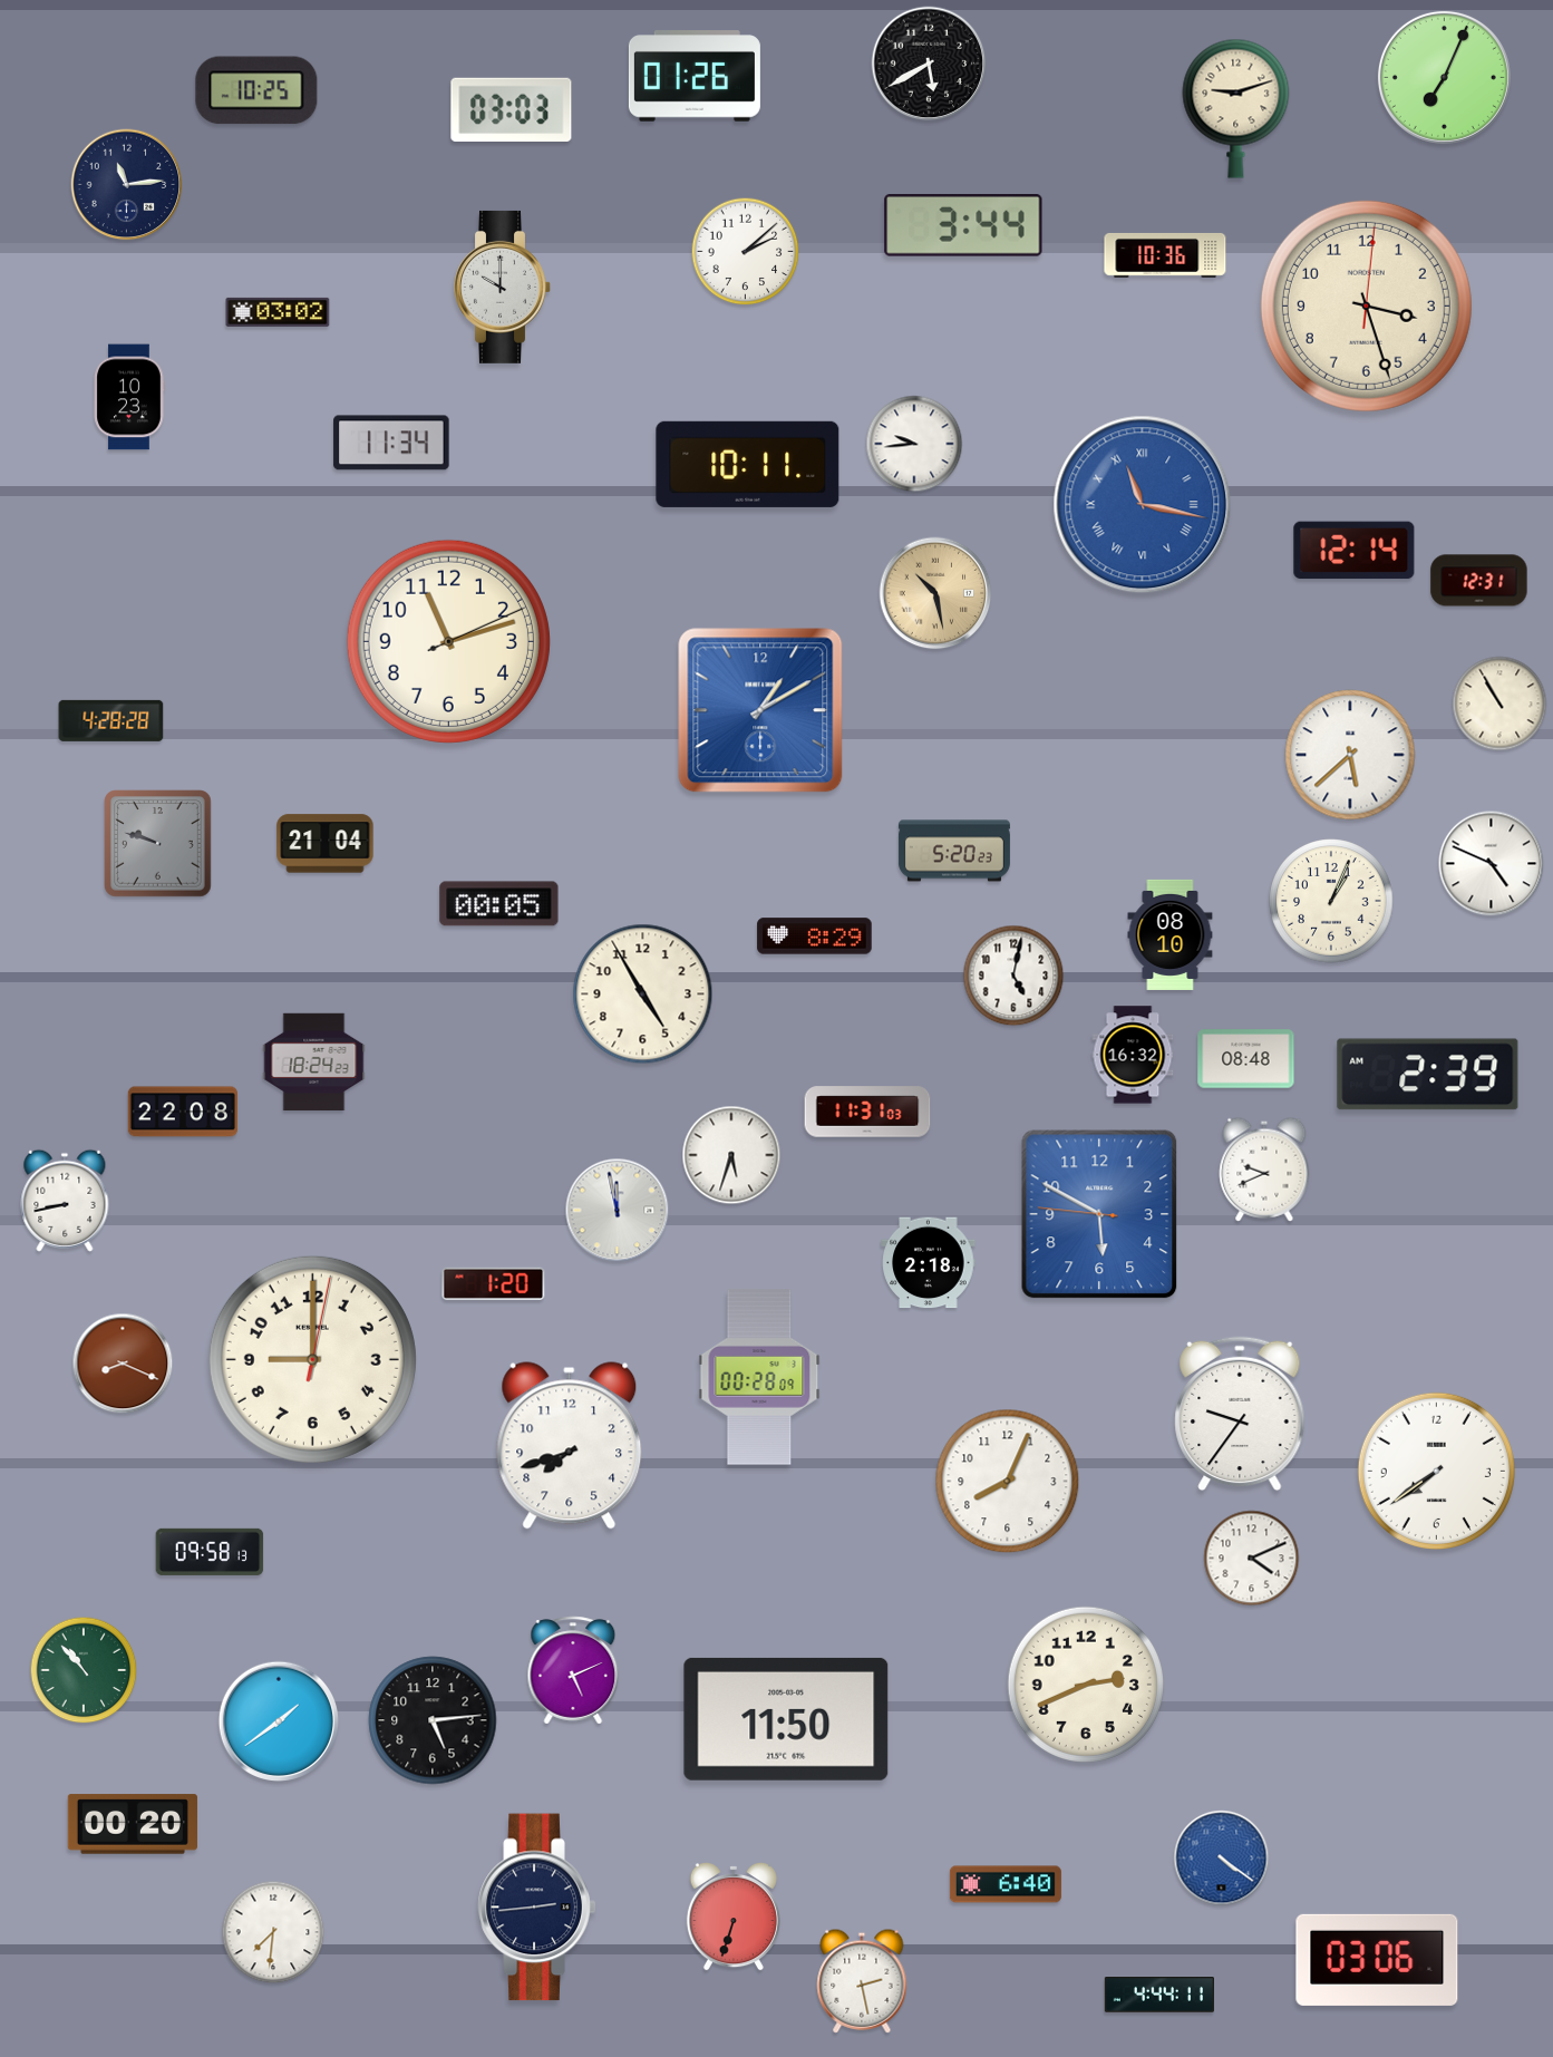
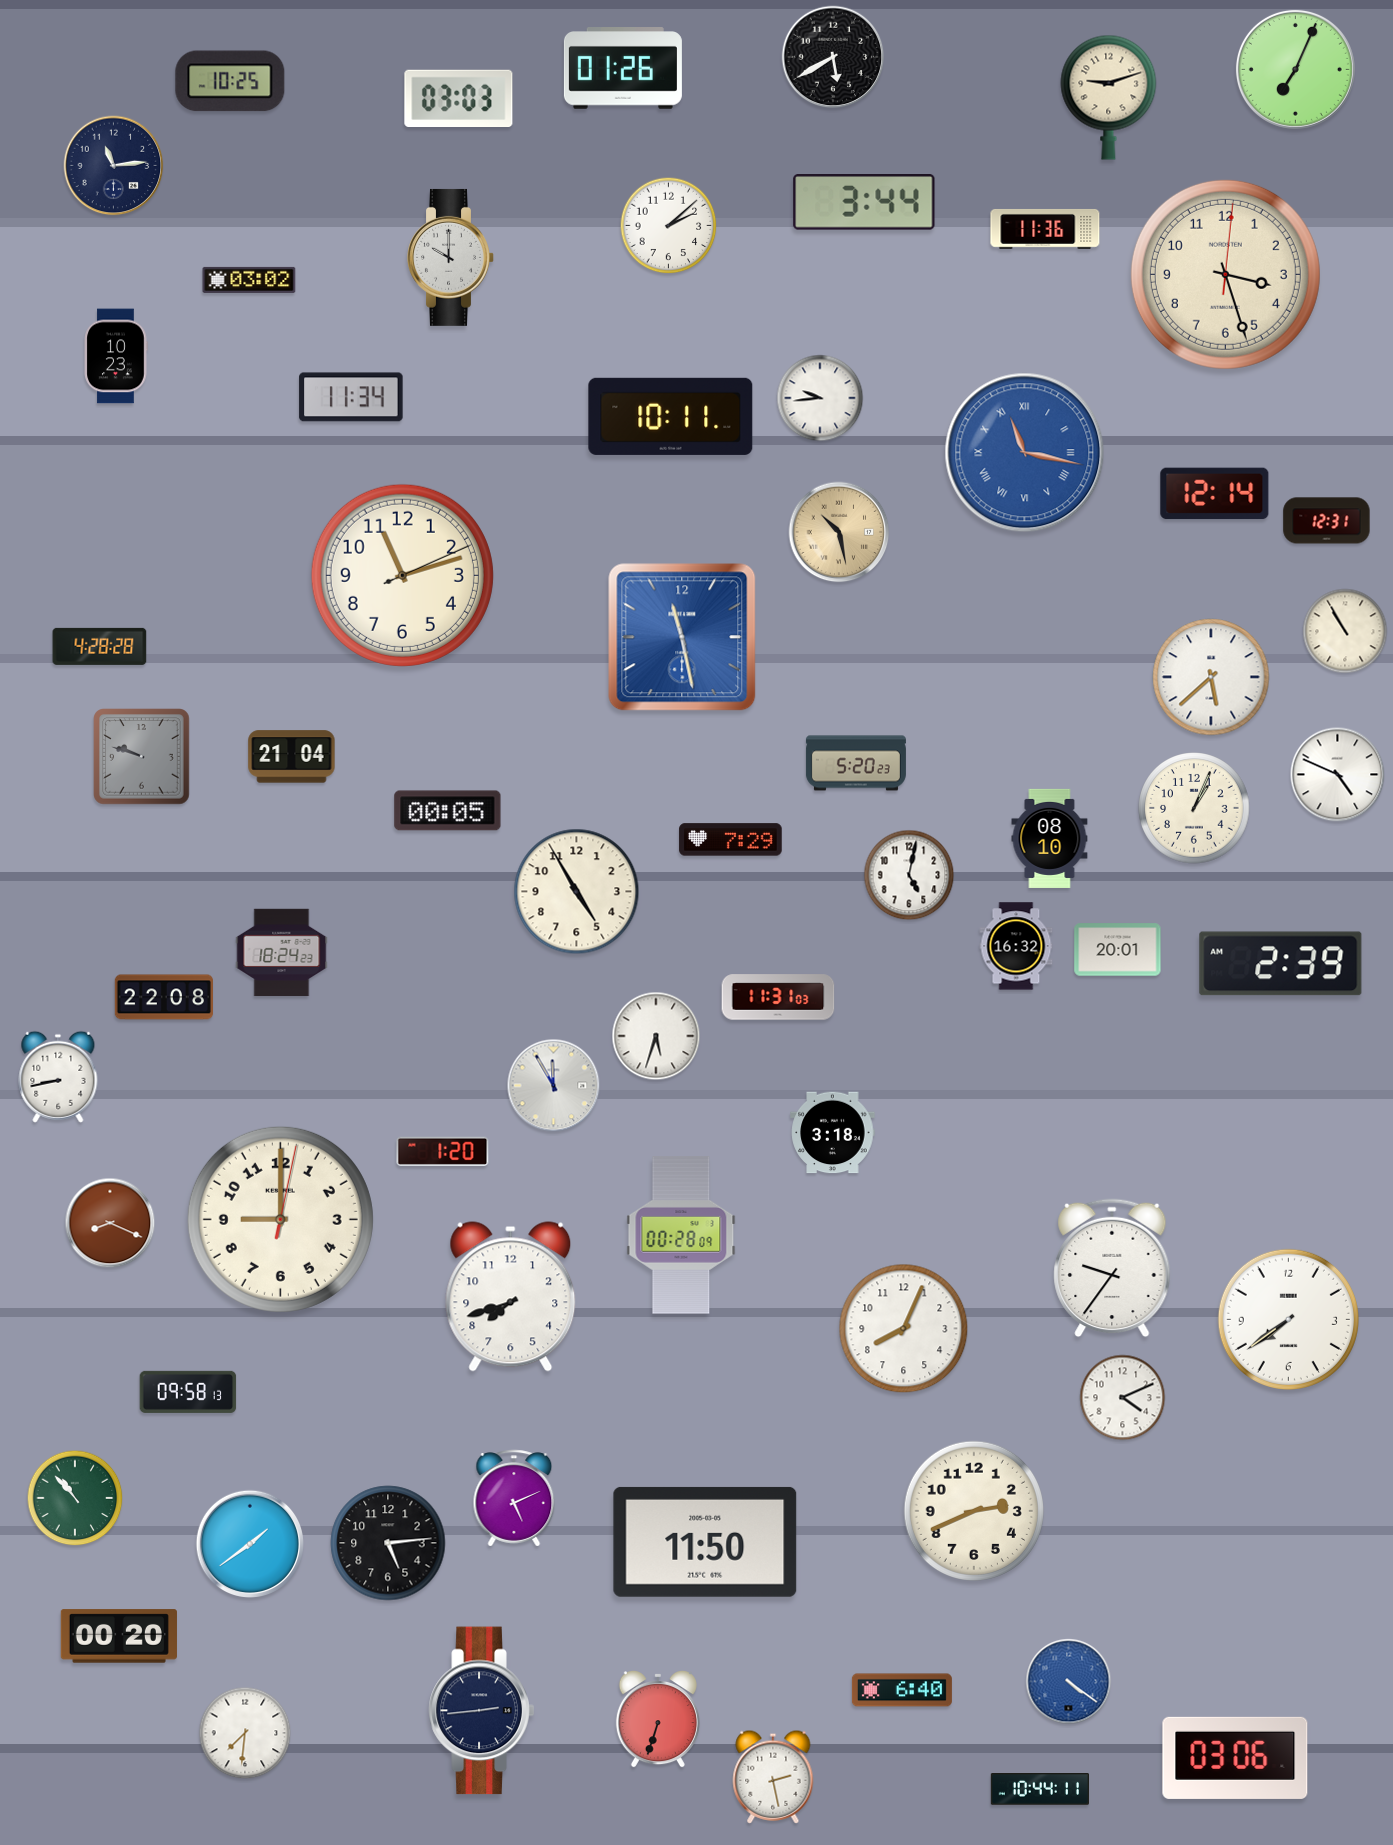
clock at (1165, 255): 10:36 -> 11:36
clock at (760, 710): 1:10 -> 11:28
clock at (815, 937): 8:29 -> 7:29
clock at (1246, 1059): 08:48 -> 20:01
clock at (1264, 1170): 9:41 -> none
clock at (618, 1211): 11:58 -> 11:55
clock at (1099, 1214): 5:49 -> none
clock at (929, 1263): 2:18 -> 3:18
clock at (1222, 1859) position: (1222, 1859) -> (1069, 1682)
clock at (1159, 1995): 4:44 -> 10:44
